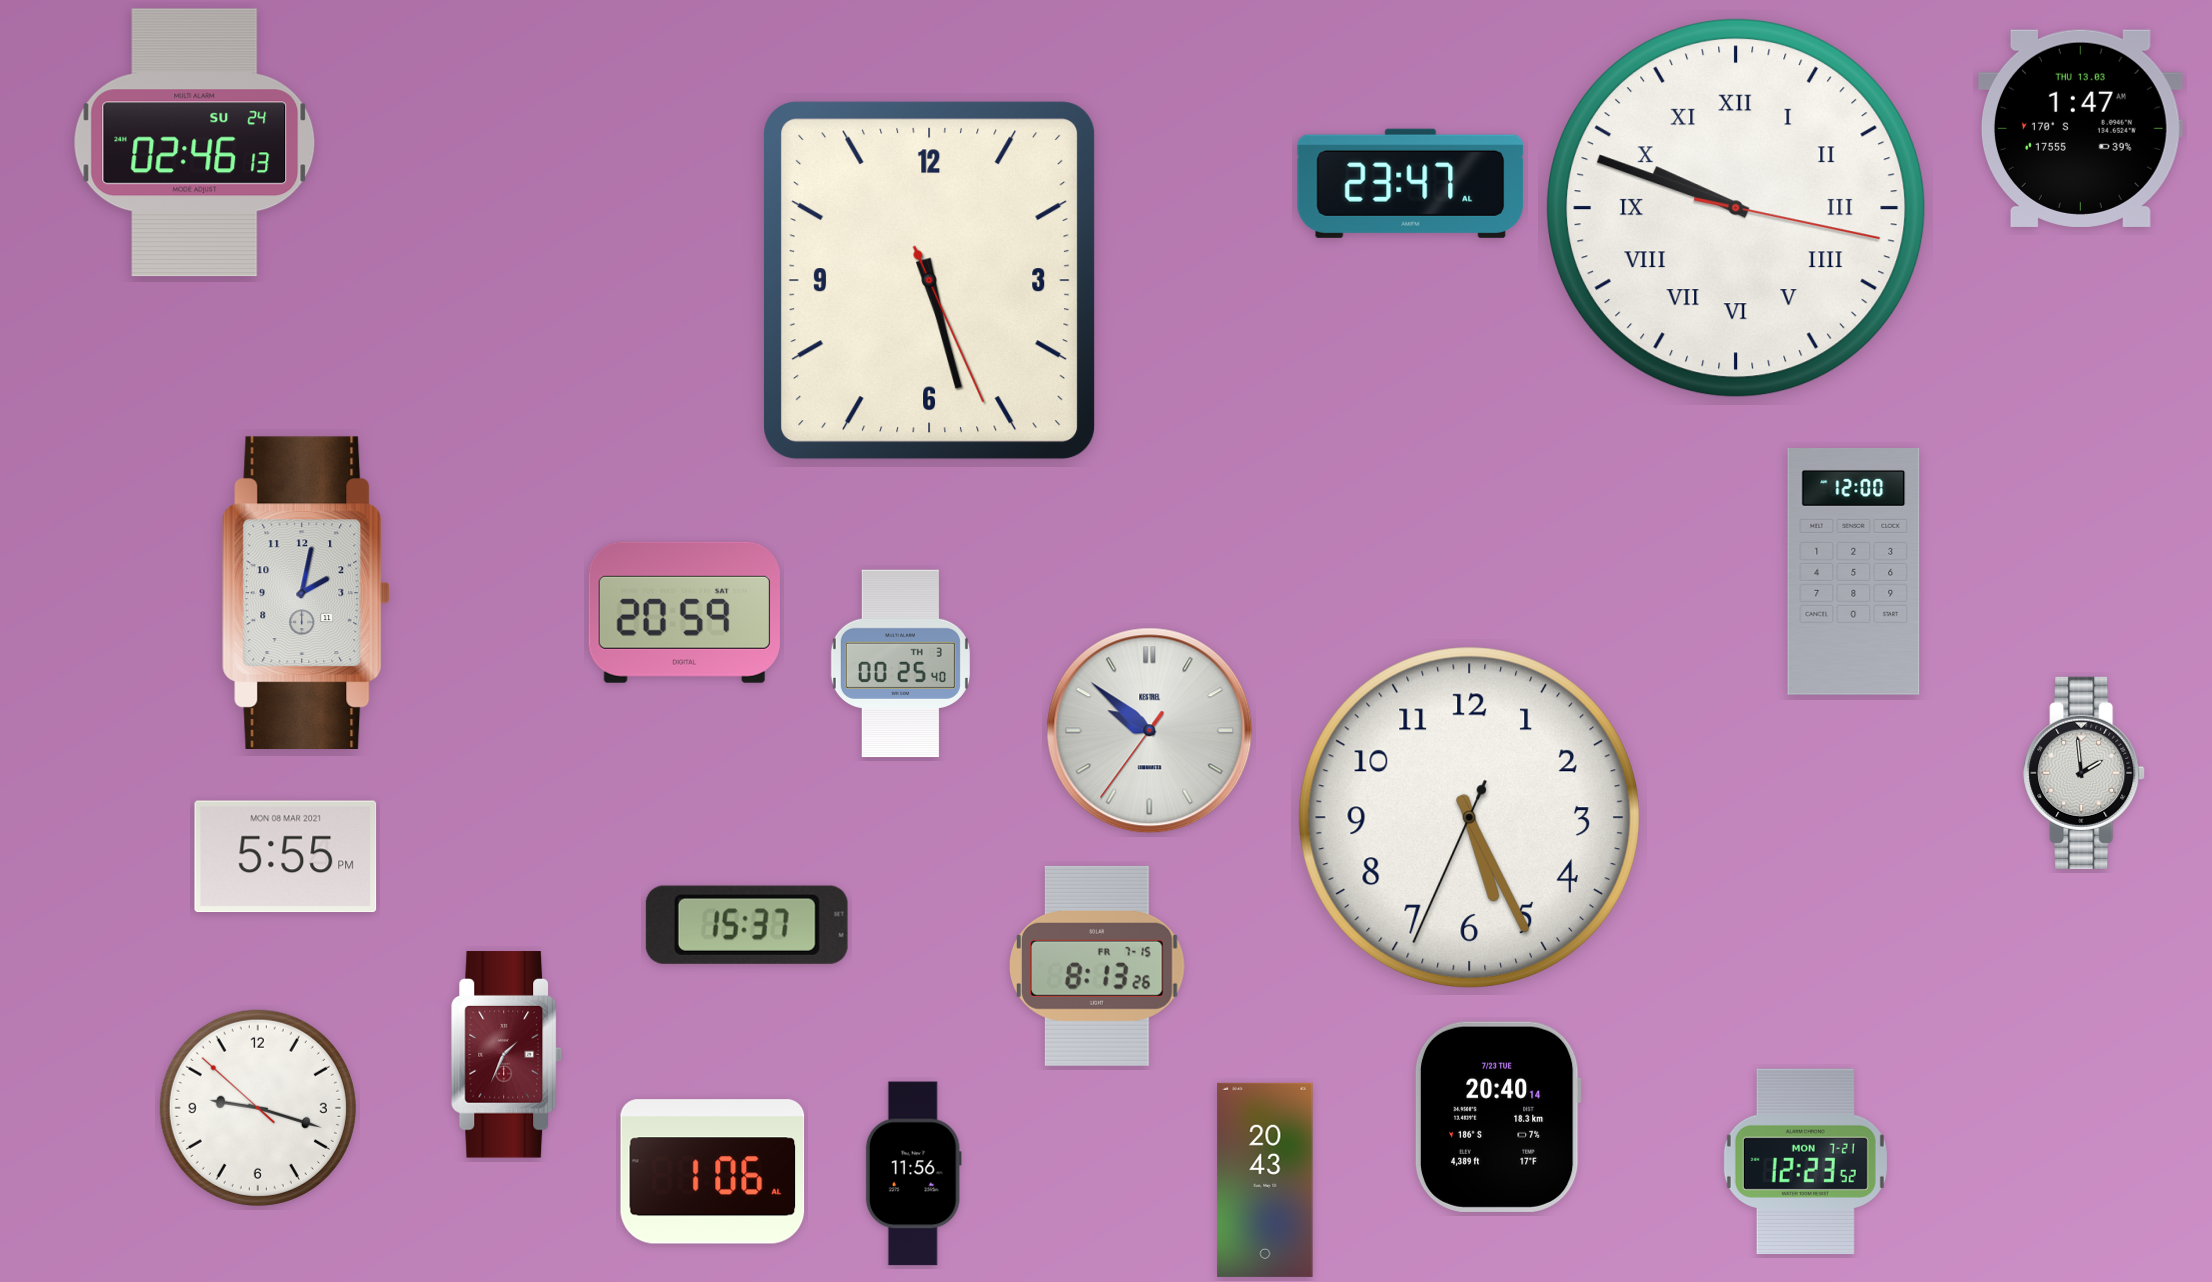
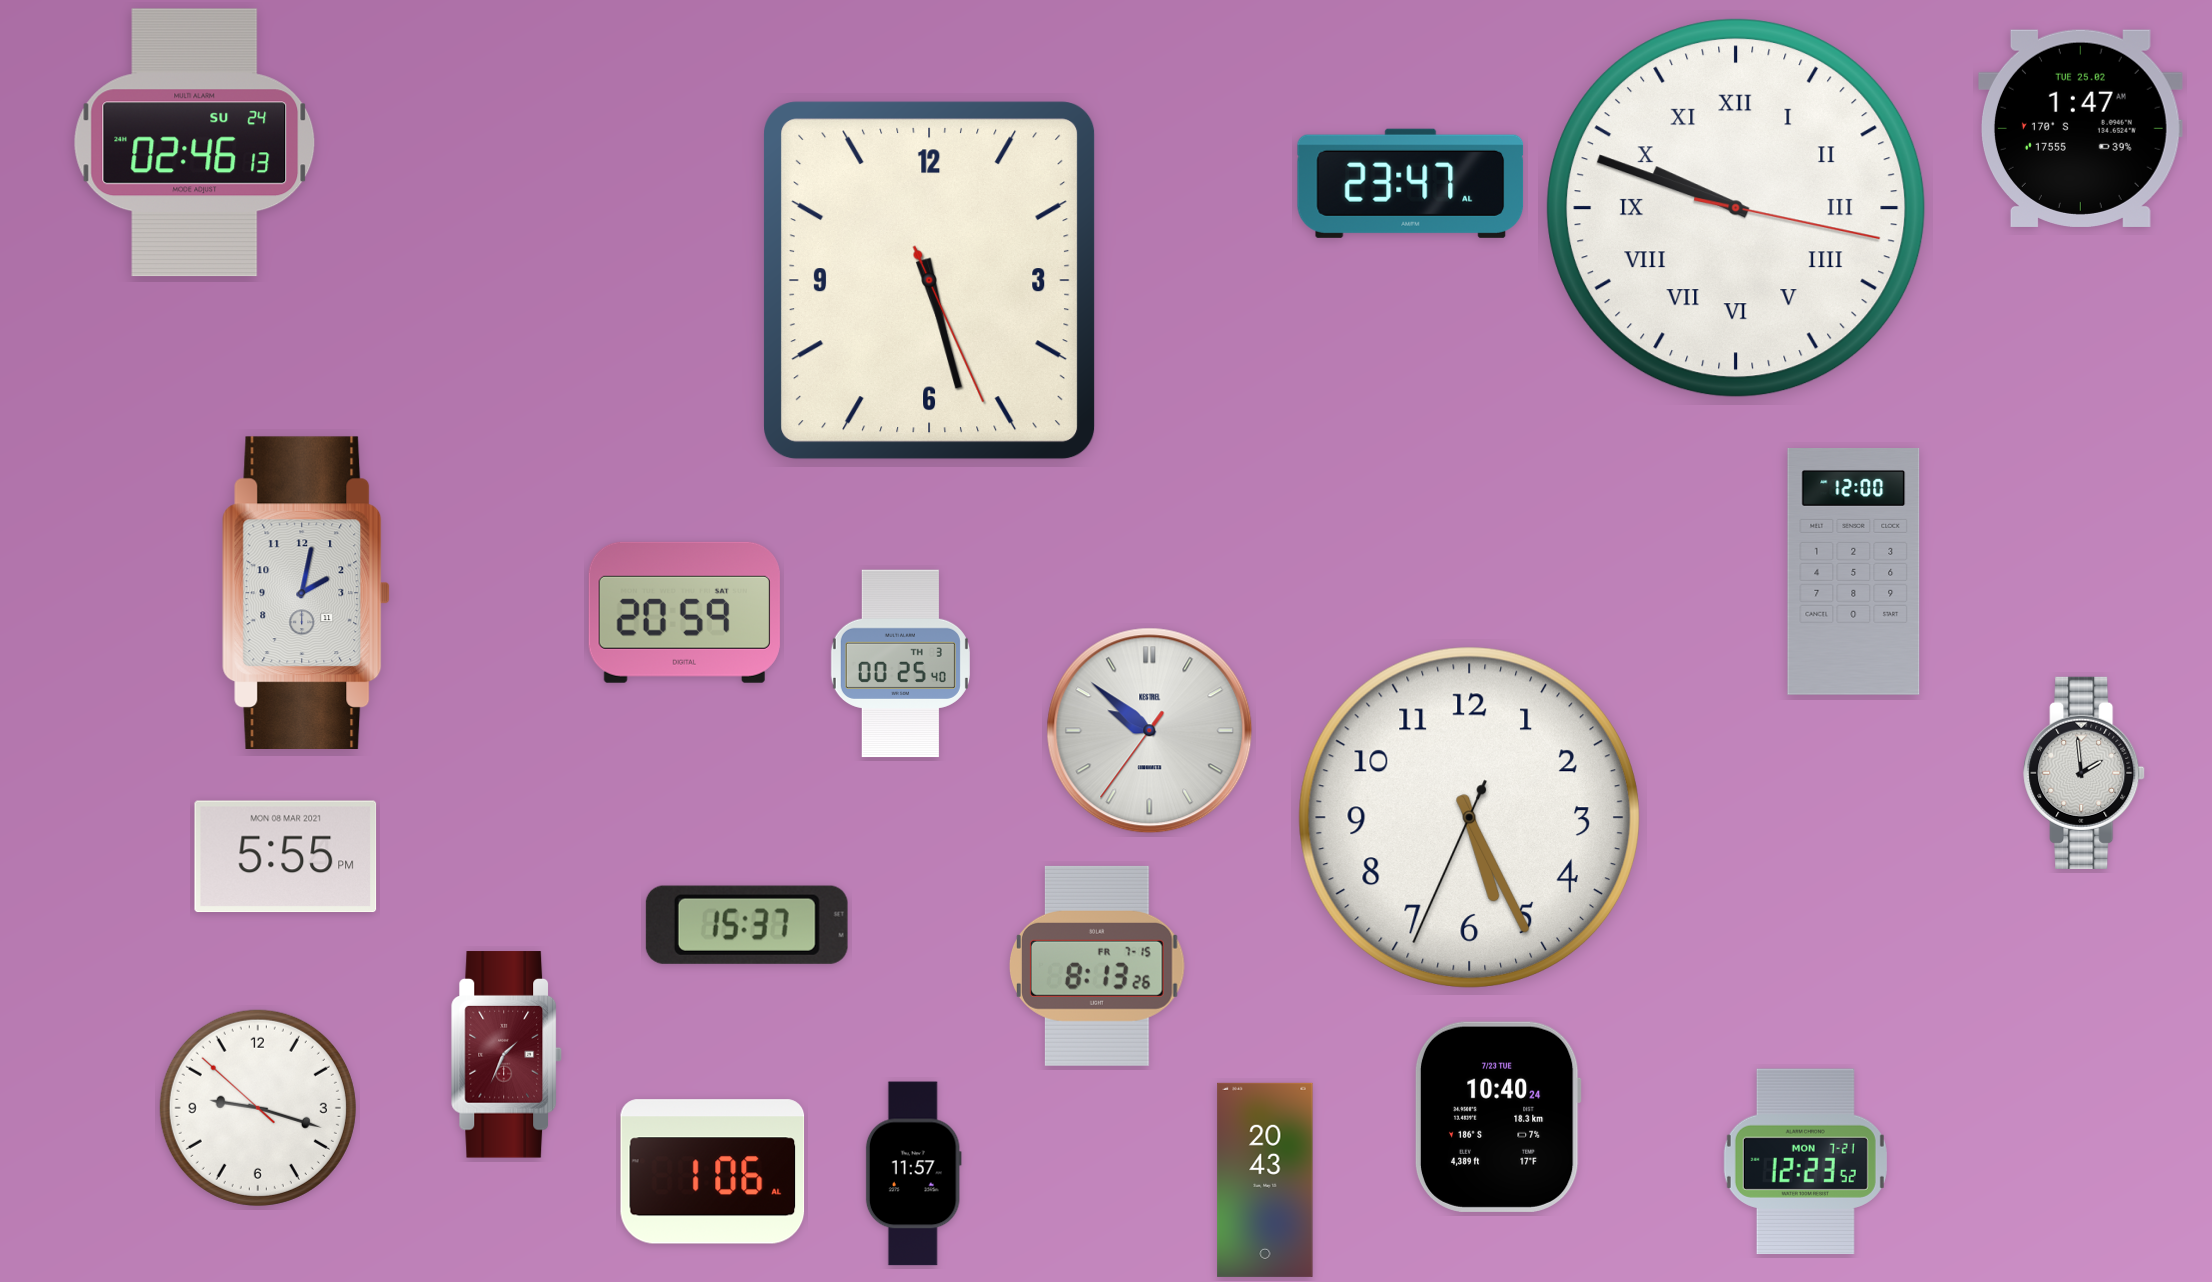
clock at (2080, 128) date: THU 13.03 -> TUE 25.02
clock at (1498, 1117): 20:40 -> 10:40
clock at (913, 1174): 11:56 -> 11:57
